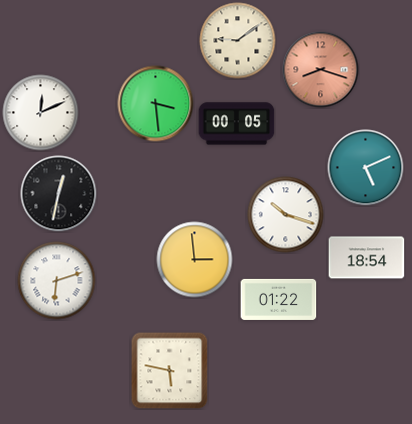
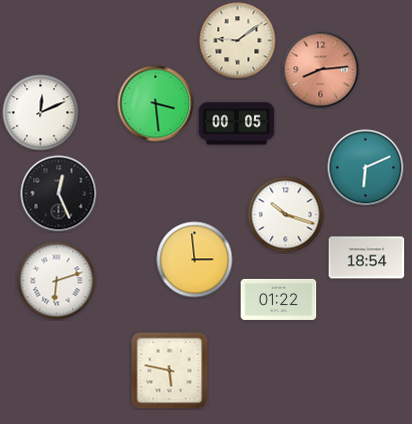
clock at (321, 70): 8:18 -> 8:14
clock at (366, 168): 5:11 -> 6:11
clock at (59, 194): 12:32 -> 12:26
